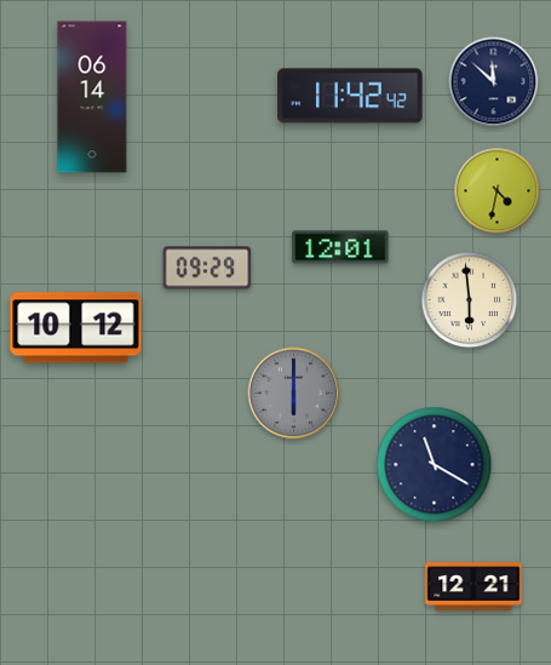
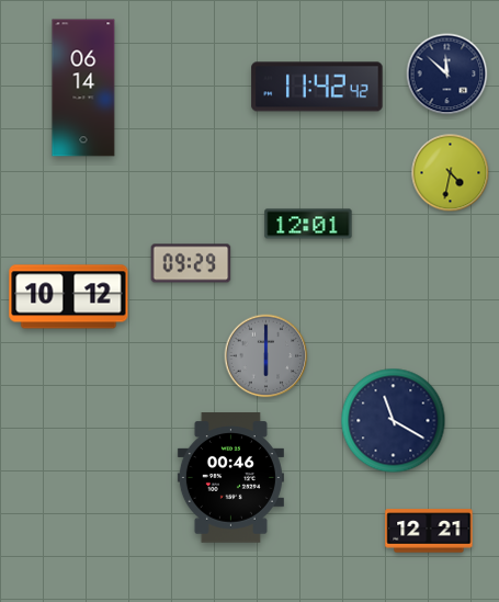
clock at (207, 268) position: (207, 268) -> (191, 263)
clock at (470, 300): 5:59 -> none
clock at (230, 478): none -> 00:46
